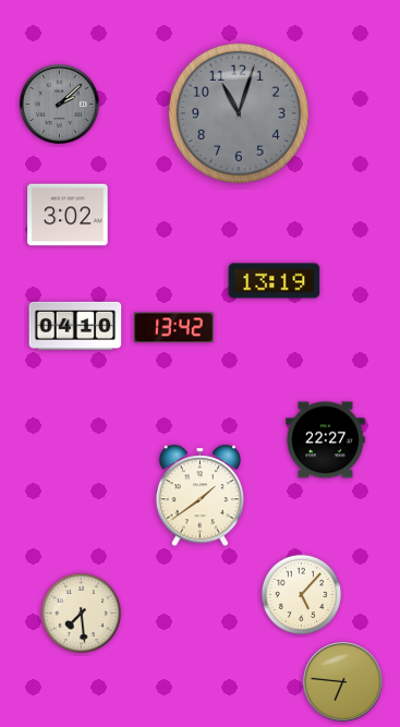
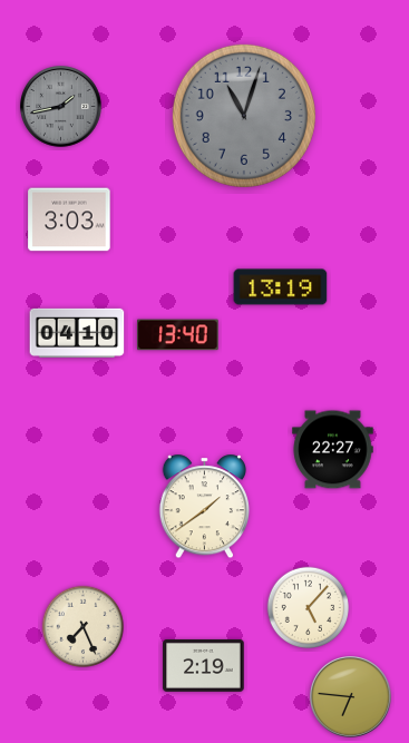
clock at (60, 105): 2:08 -> 1:43
clock at (68, 215): 3:02 -> 3:03
clock at (174, 328): 13:42 -> 13:40
clock at (82, 614): 7:29 -> 7:26
clock at (204, 665): none -> 2:19
